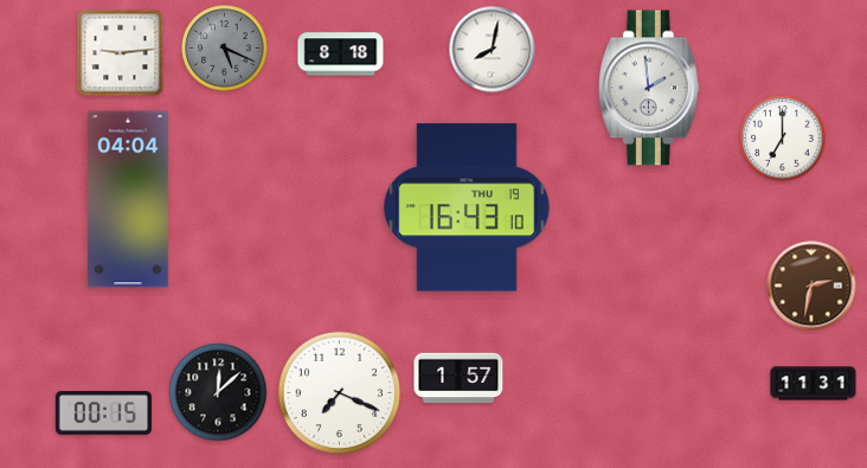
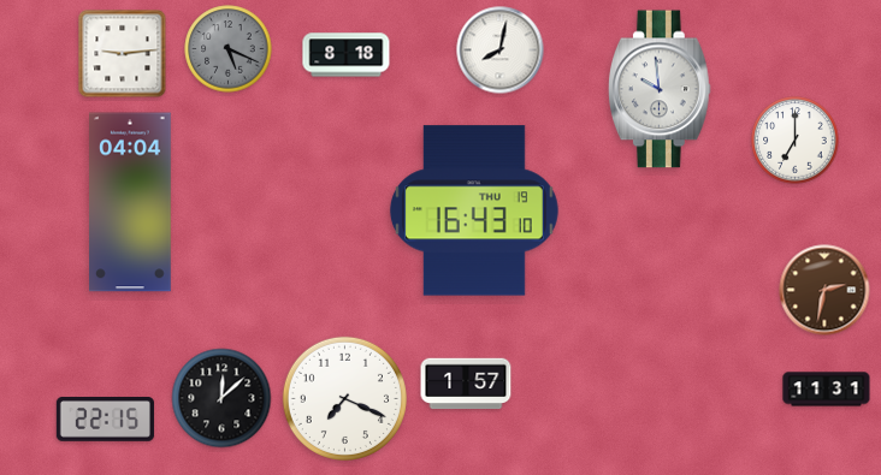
clock at (649, 88): 1:59 -> 9:59
clock at (103, 413): 00:15 -> 22:15
